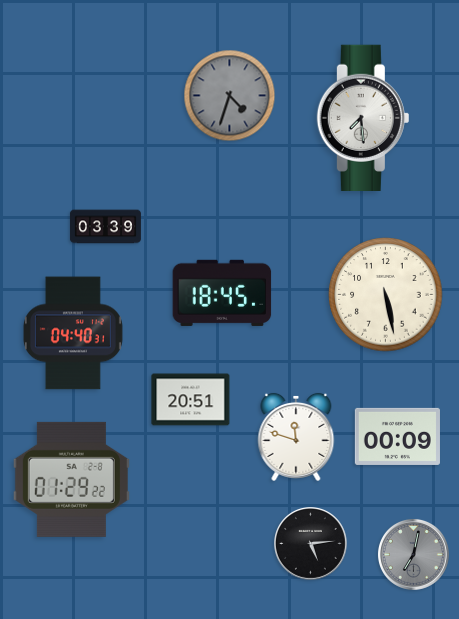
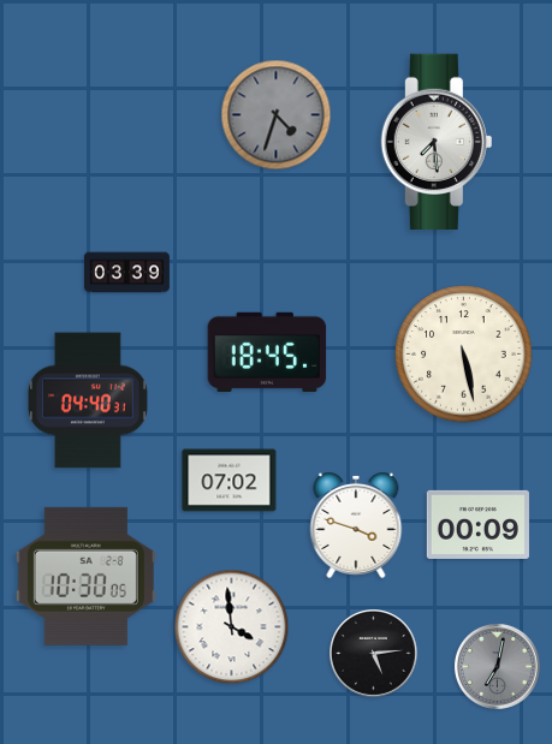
clock at (191, 400): 20:51 -> 07:02
clock at (296, 437): 11:48 -> 3:48
clock at (71, 479): 01:29 -> 10:30
clock at (232, 627): none -> 3:59
